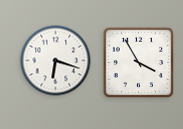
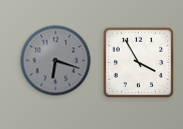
clock at (56, 61) dial: white -> grey
